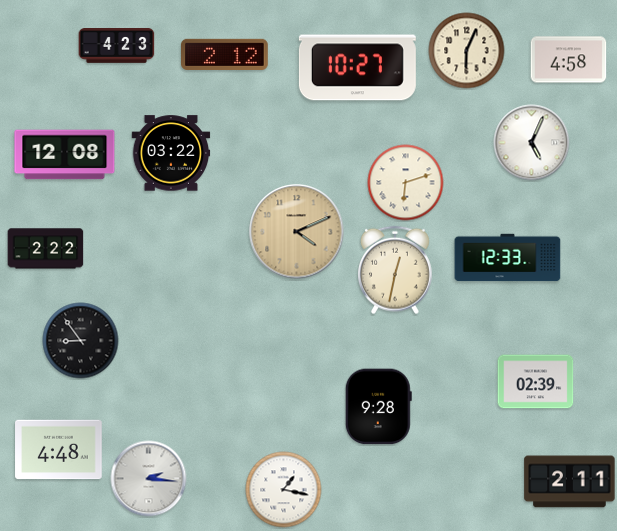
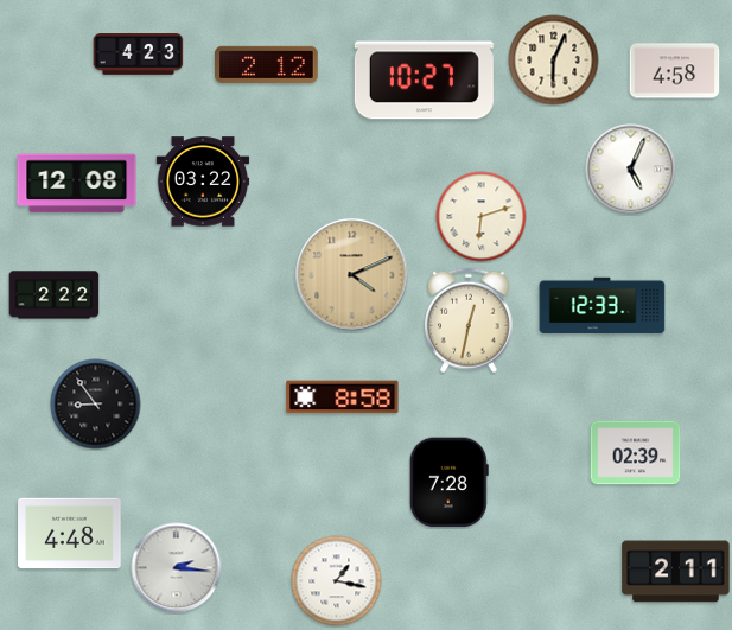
clock at (343, 397): none -> 8:58
clock at (378, 407): 9:28 -> 7:28
